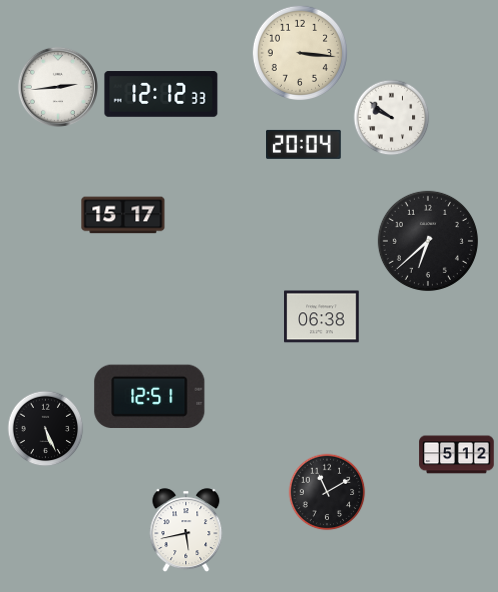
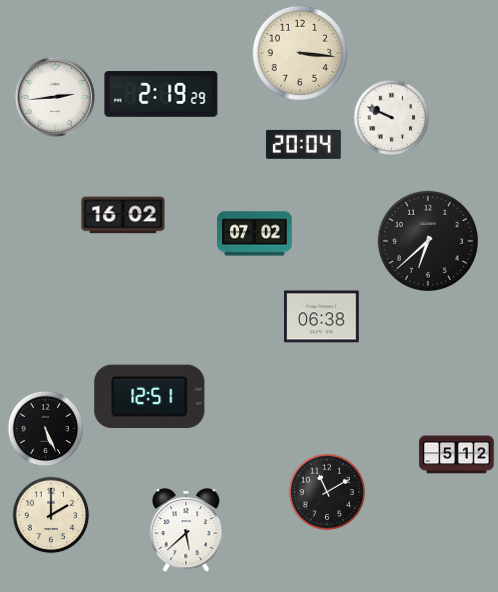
clock at (58, 87) position: (58, 87) -> (55, 97)
clock at (161, 95): 12:12 -> 2:19
clock at (392, 118): 9:51 -> 9:49
clock at (123, 215): 15:17 -> 16:02
clock at (255, 234): none -> 07:02
clock at (51, 515): none -> 2:00
clock at (186, 531): 5:43 -> 5:38
